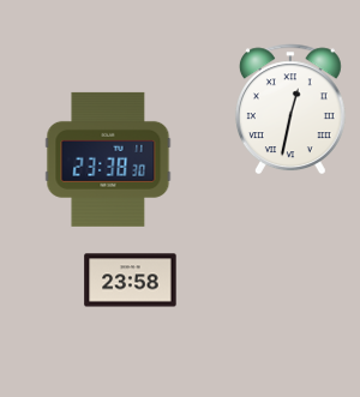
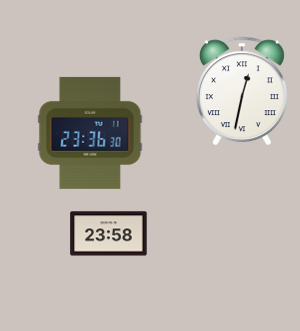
clock at (108, 160): 23:38 -> 23:36
